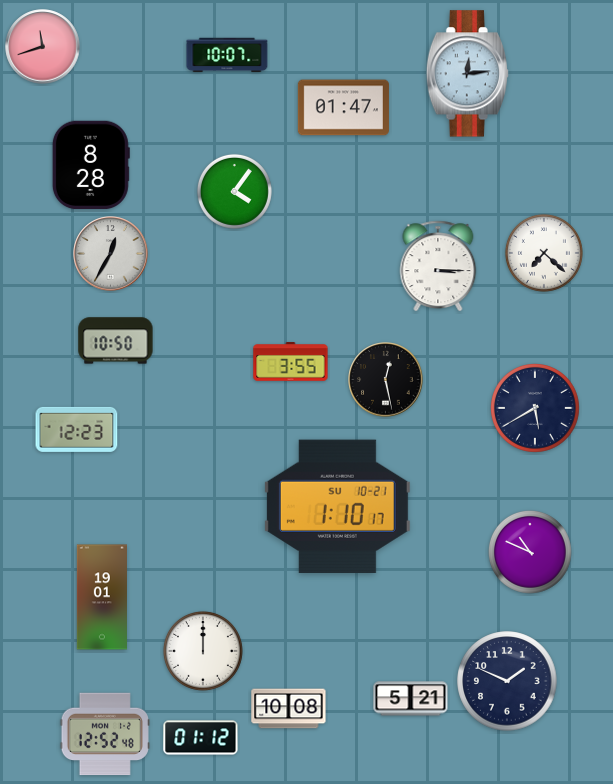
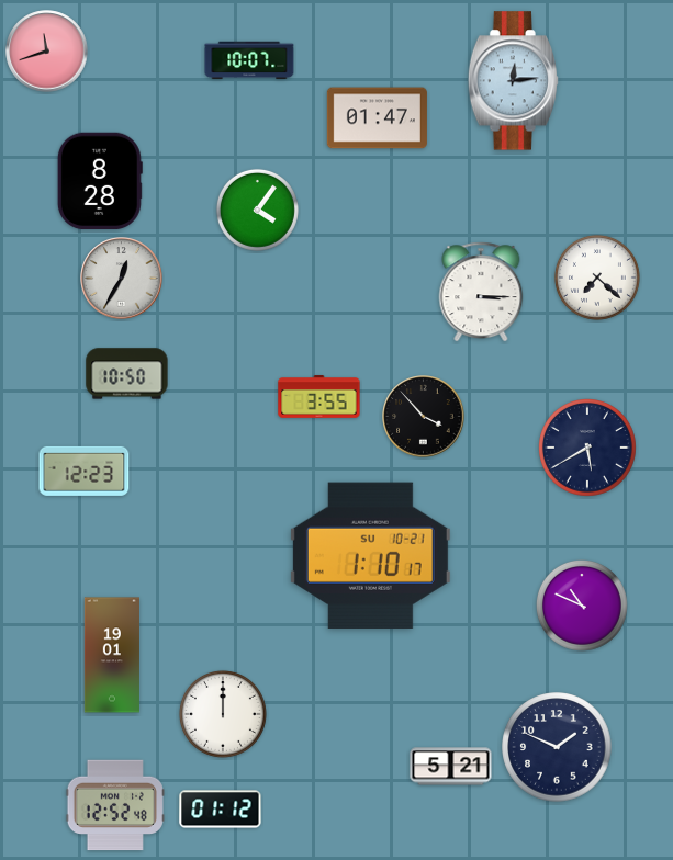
clock at (386, 380): 12:28 -> 3:53
clock at (289, 709): 10:08 -> none
